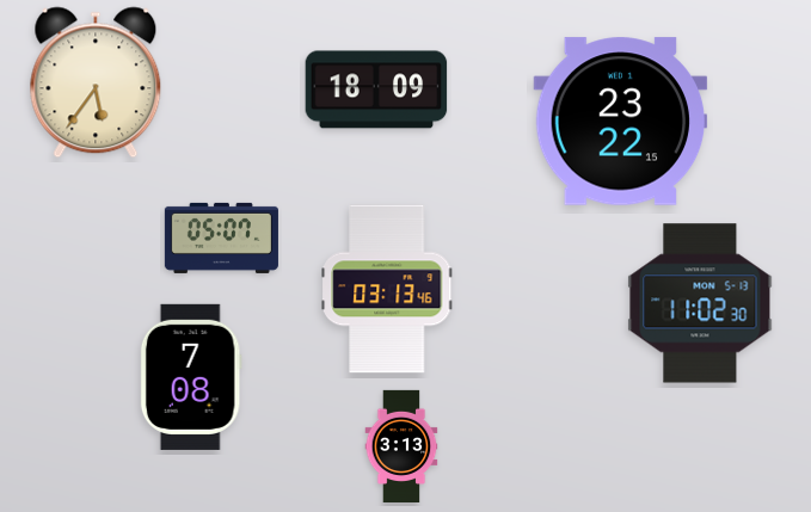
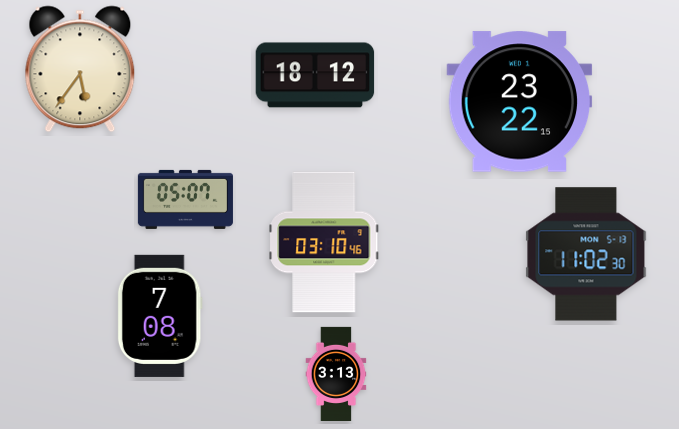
clock at (376, 90): 18:09 -> 18:12
clock at (387, 289): 03:13 -> 03:10
